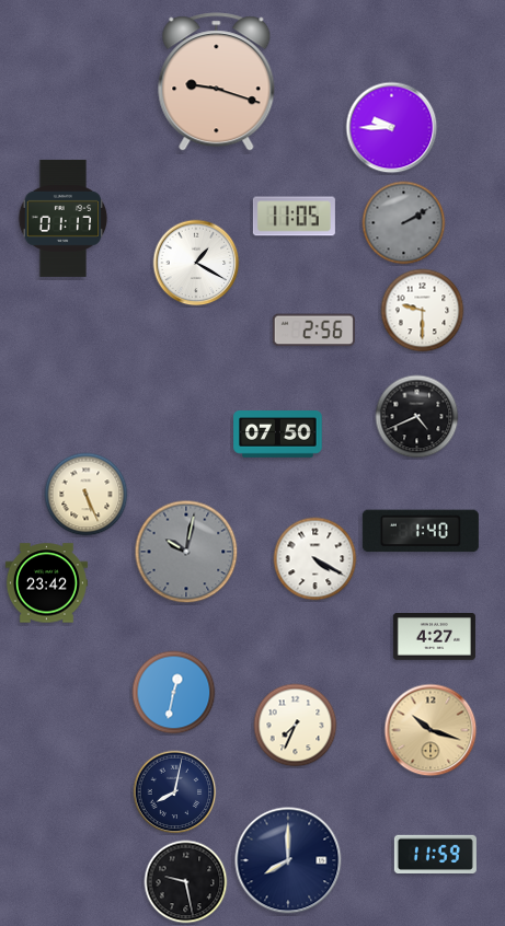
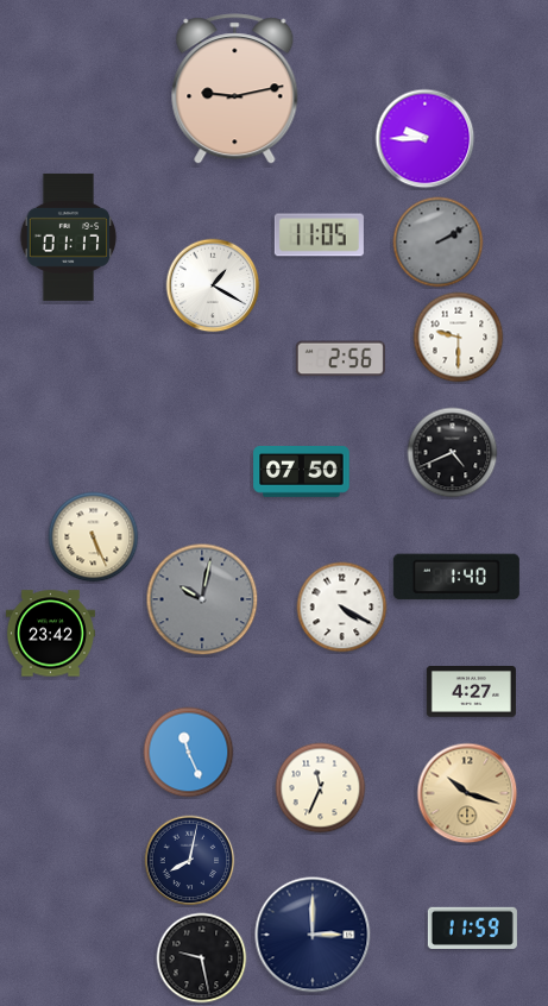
clock at (217, 82): 9:18 -> 9:13
clock at (174, 693): 12:32 -> 11:26
clock at (296, 726): 7:34 -> 11:34
clock at (288, 860): 8:00 -> 3:00
